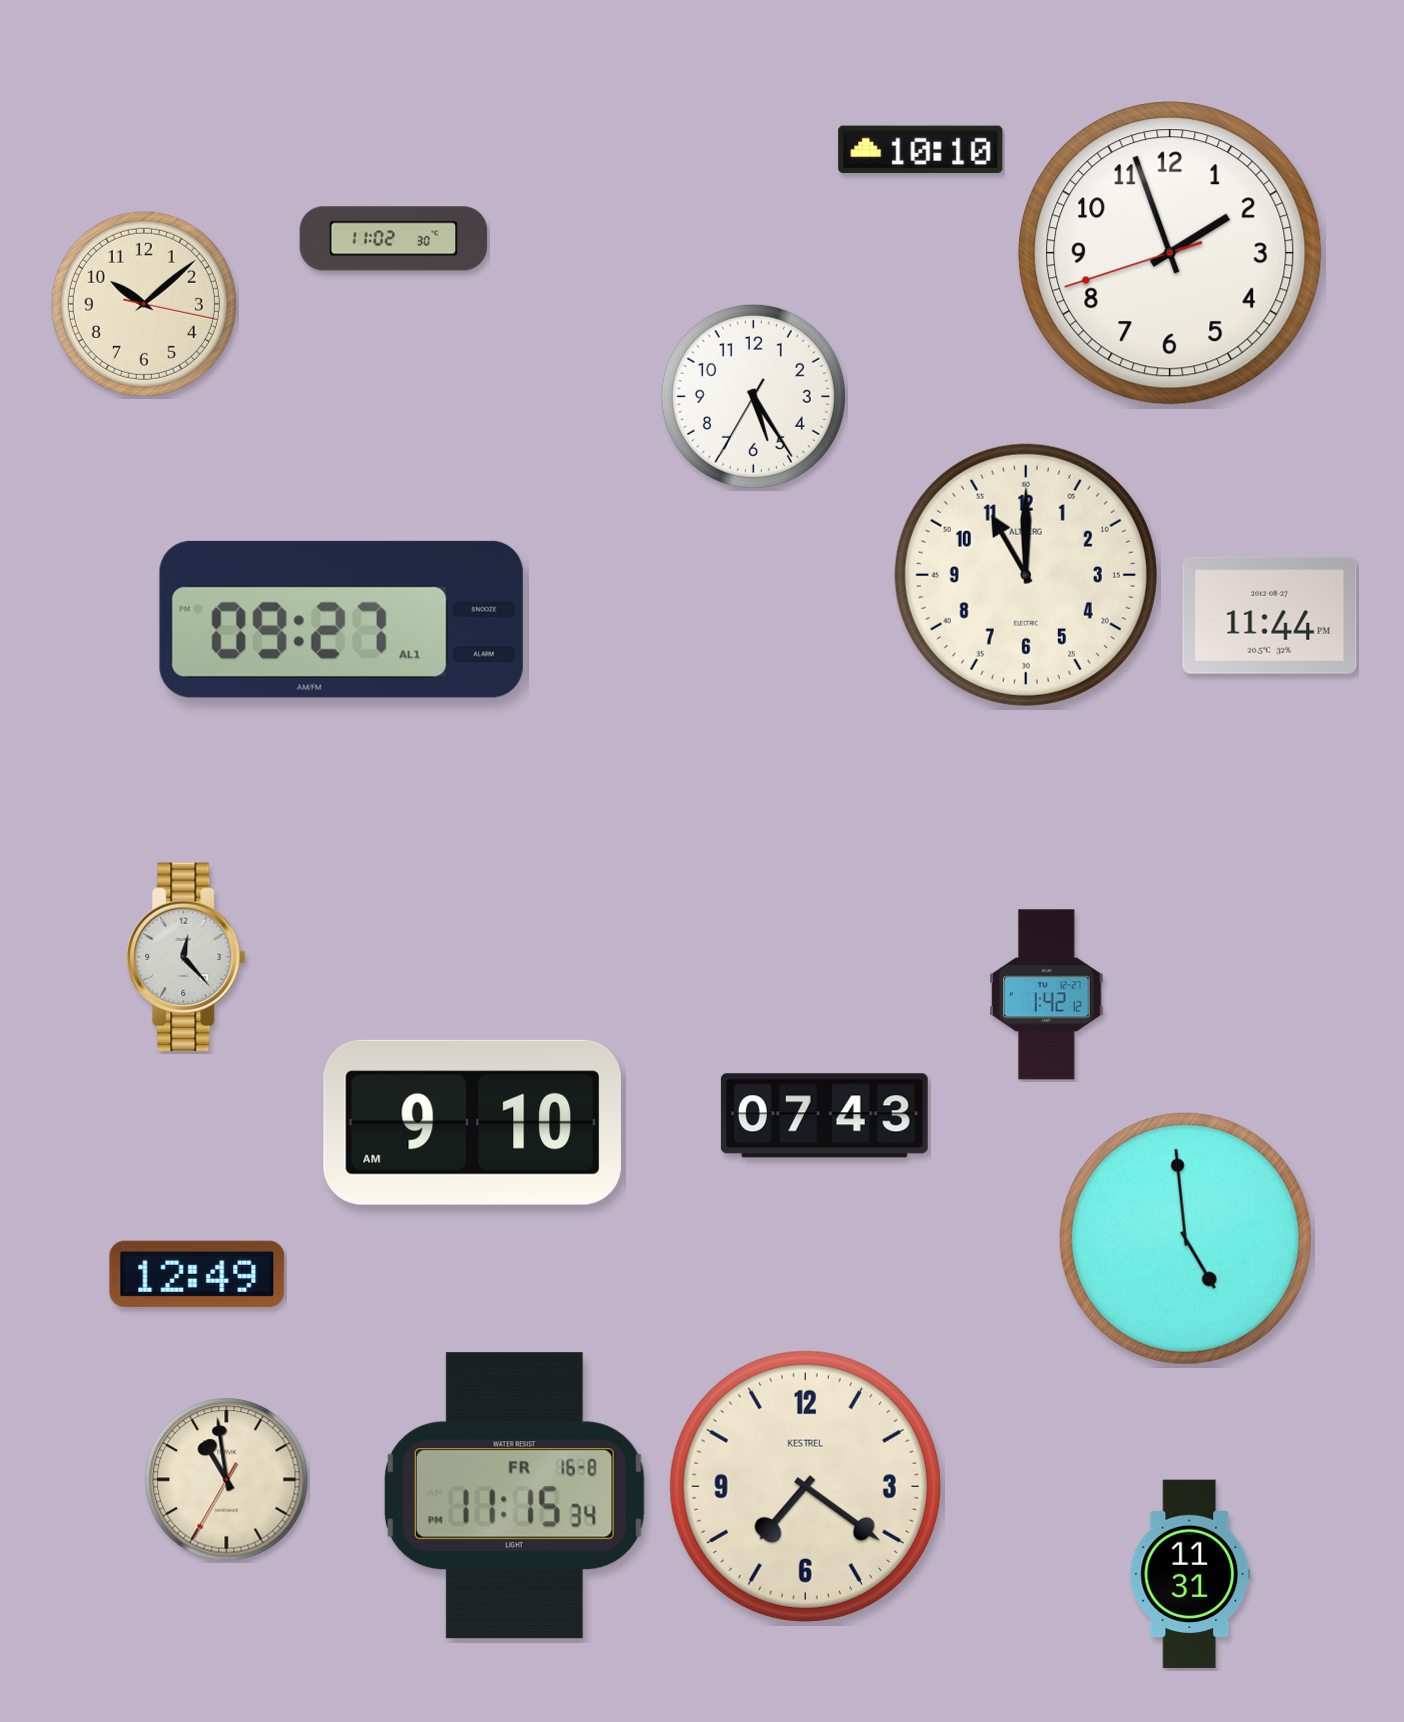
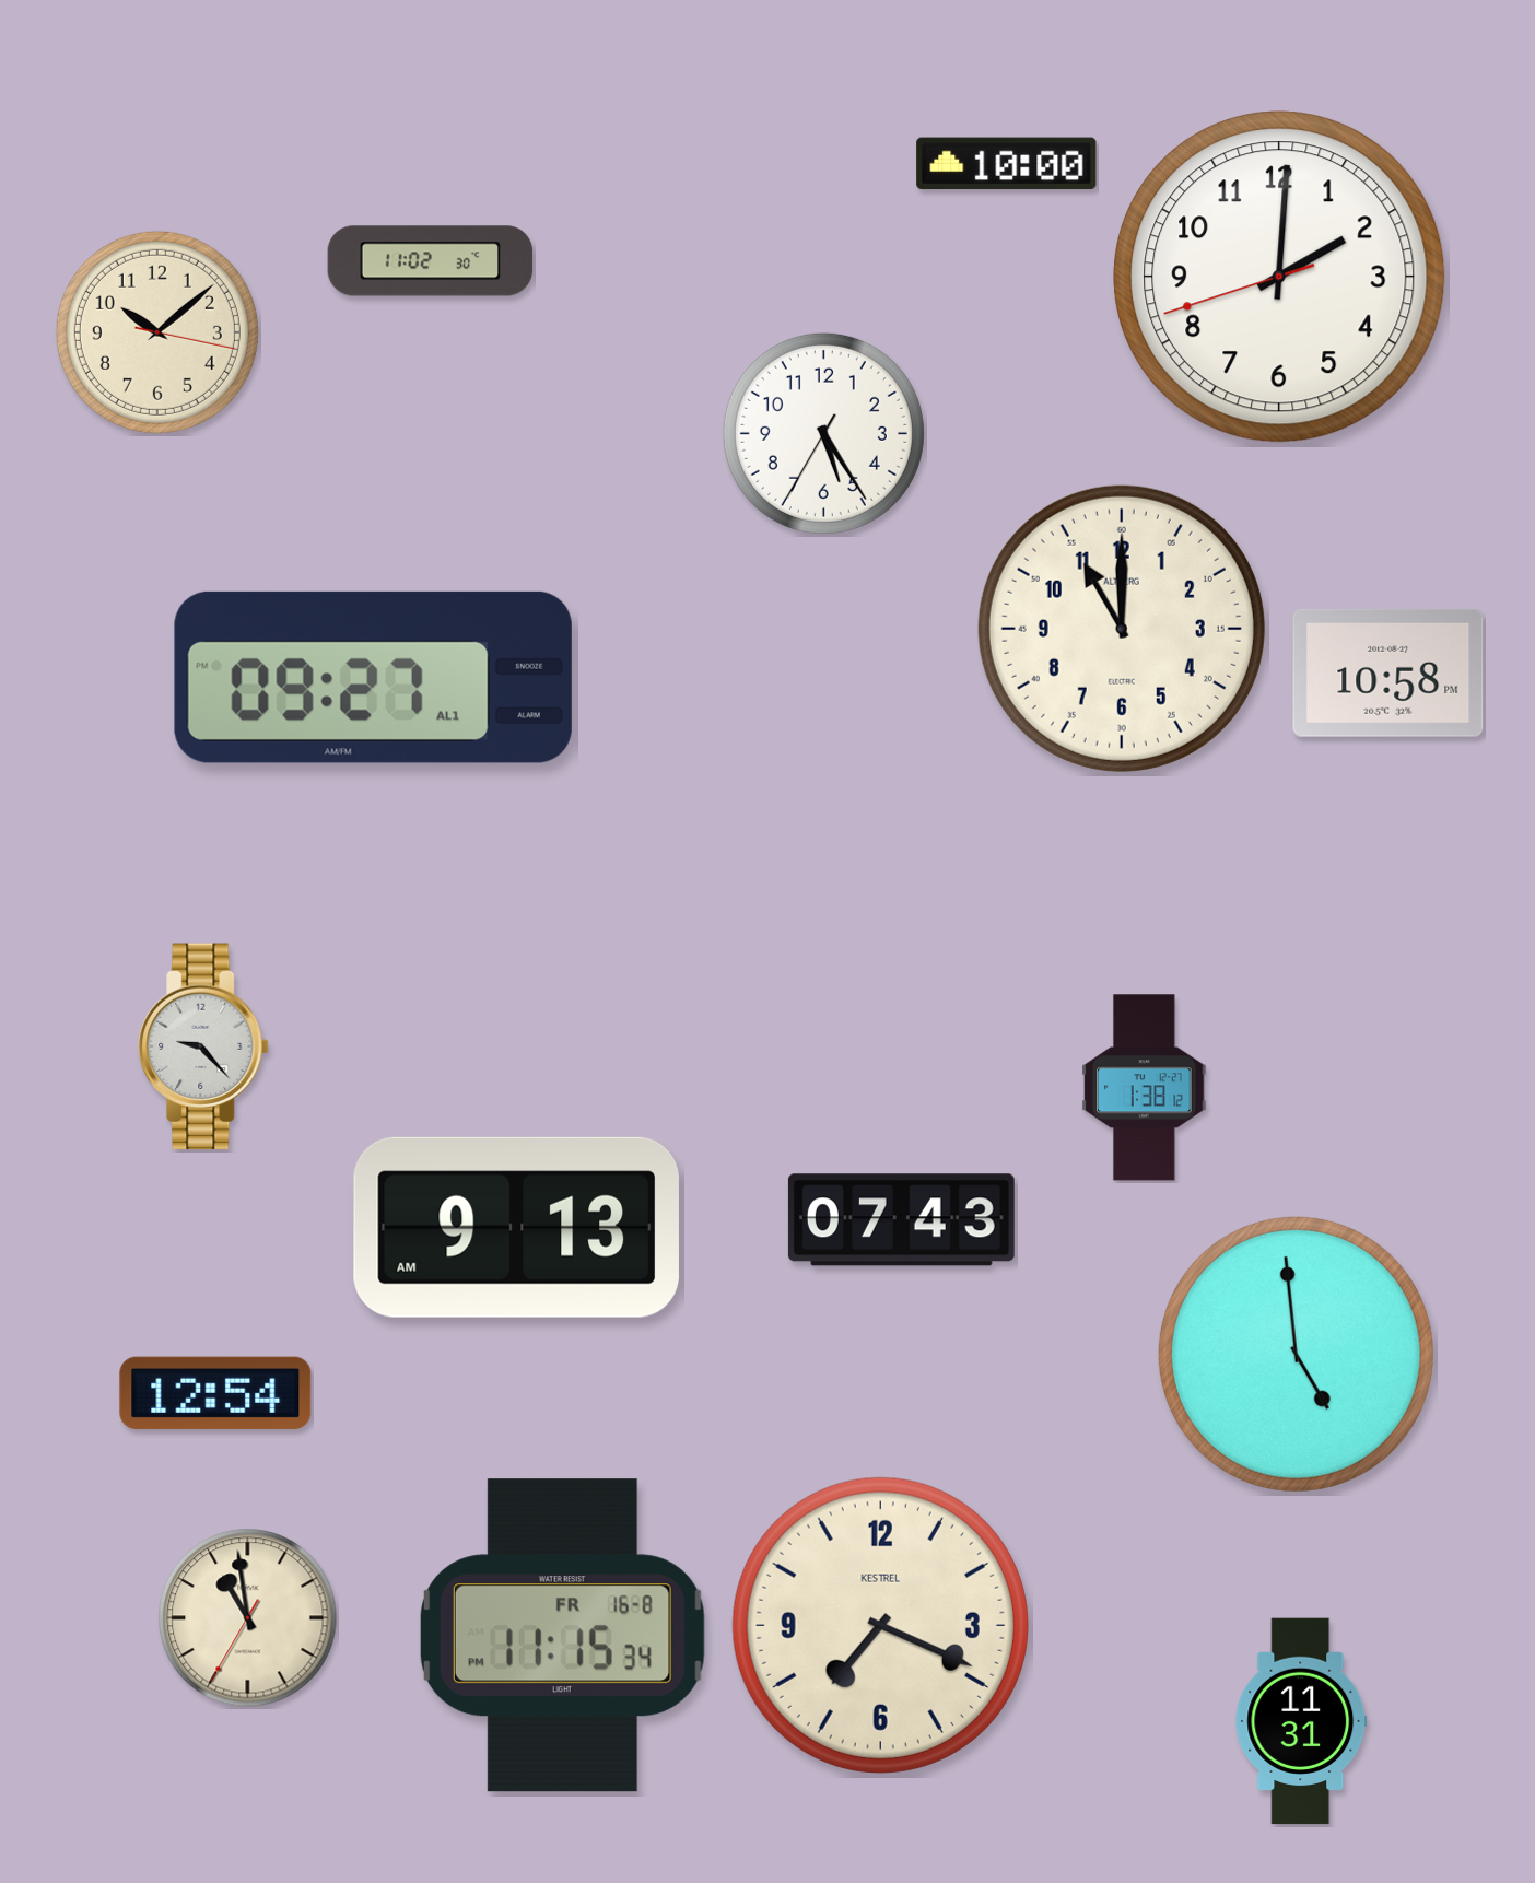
clock at (921, 149): 10:10 -> 10:00
clock at (1170, 253): 1:56 -> 2:00
clock at (1270, 615): 11:44 -> 10:58
clock at (186, 957): 12:23 -> 9:23
clock at (1047, 995): 1:42 -> 1:38
clock at (472, 1122): 9:10 -> 9:13
clock at (197, 1274): 12:49 -> 12:54
clock at (805, 1486): 7:21 -> 7:19
